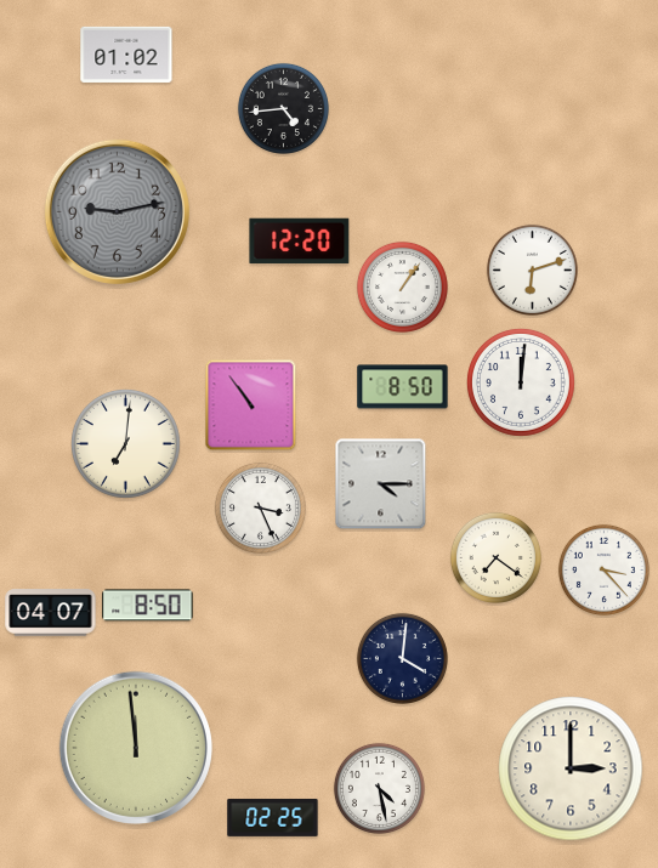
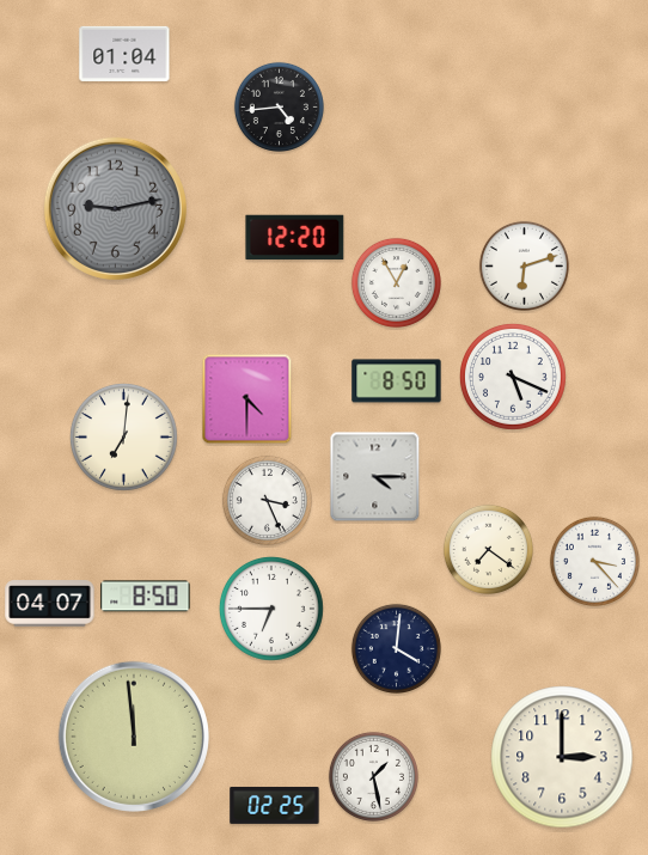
clock at (126, 55): 01:02 -> 01:04
clock at (402, 287): 1:06 -> 12:55
clock at (521, 382): 12:01 -> 5:19
clock at (251, 405): 10:54 -> 4:30
clock at (260, 507) position: (260, 507) -> (267, 500)
clock at (271, 609): none -> 6:45
clock at (379, 788): 4:28 -> 1:28
clock at (273, 817) position: (273, 817) -> (275, 805)
